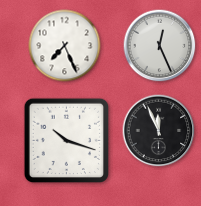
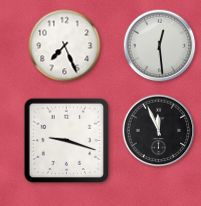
clock at (160, 46): 12:26 -> 12:29
clock at (66, 140): 10:18 -> 9:18
